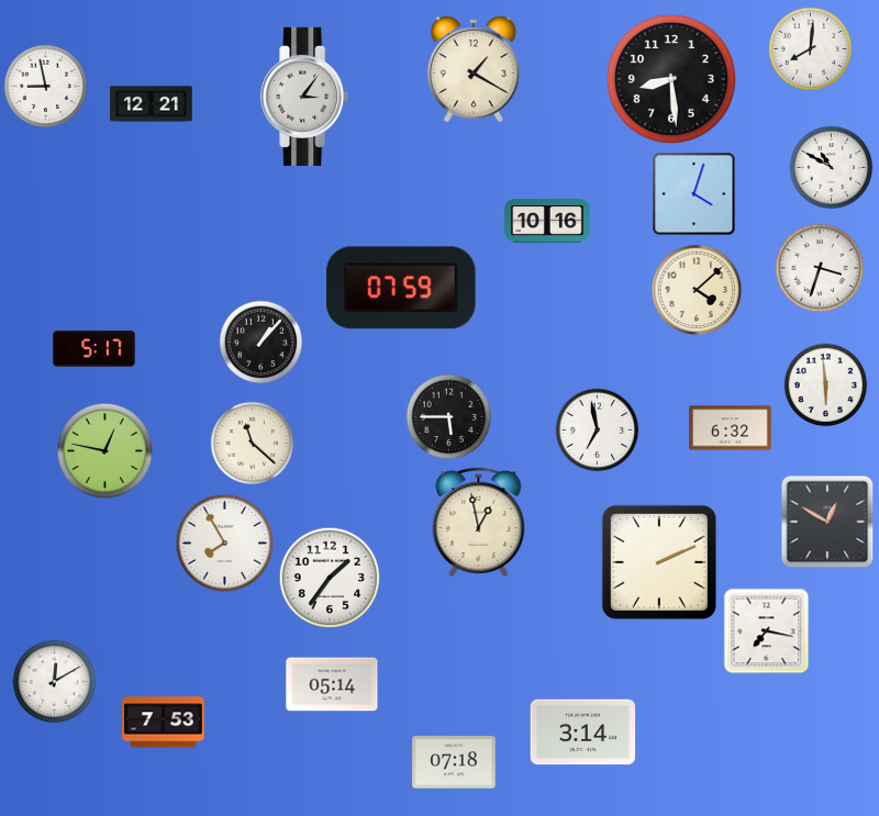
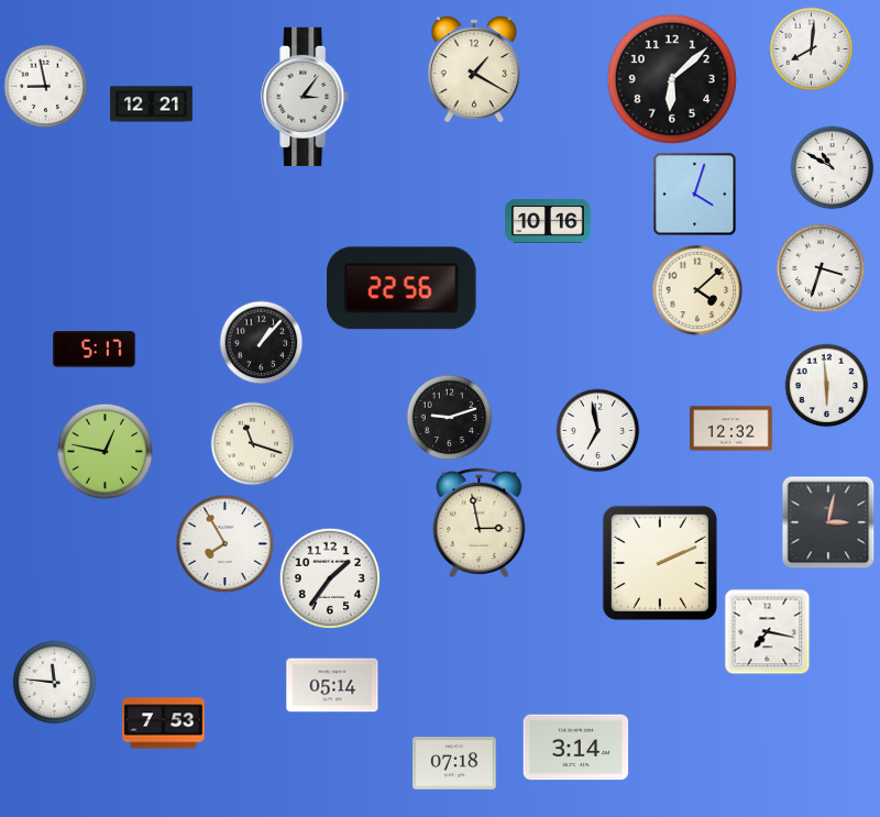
clock at (671, 79): 8:29 -> 6:08
clock at (401, 288): 07:59 -> 22:56
clock at (449, 417): 5:45 -> 9:12
clock at (731, 428): 6:32 -> 12:32
clock at (253, 444): 11:22 -> 11:18
clock at (479, 522): 12:58 -> 2:58
clock at (827, 522): 12:50 -> 3:02
clock at (55, 682): 12:10 -> 11:46
clock at (583, 733) position: (583, 733) -> (576, 748)
